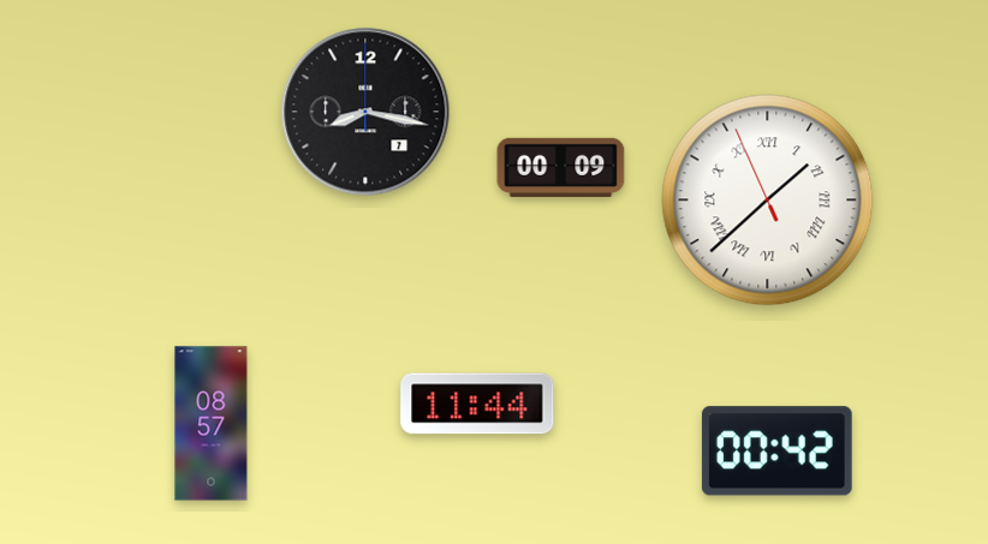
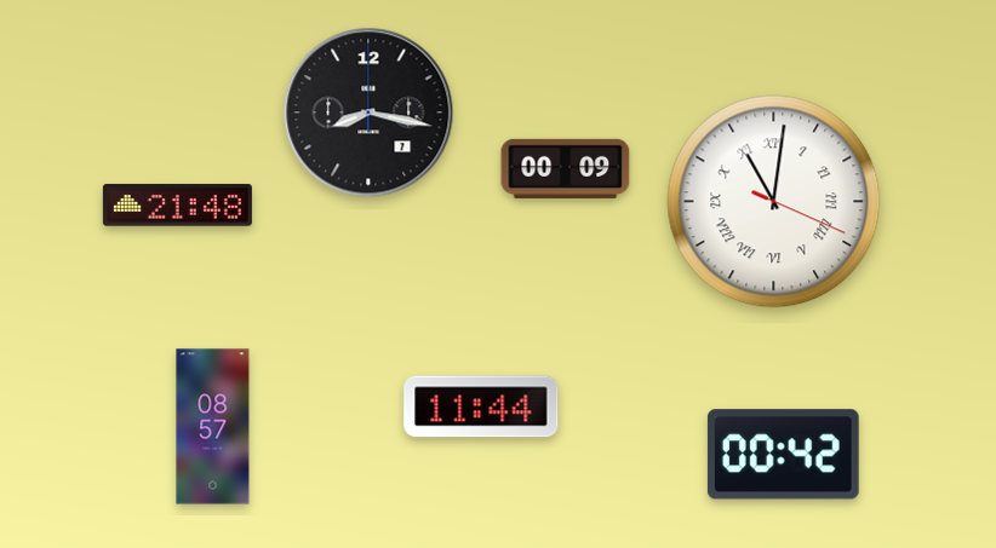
clock at (768, 201): 1:37 -> 11:01
clock at (177, 206): none -> 21:48
